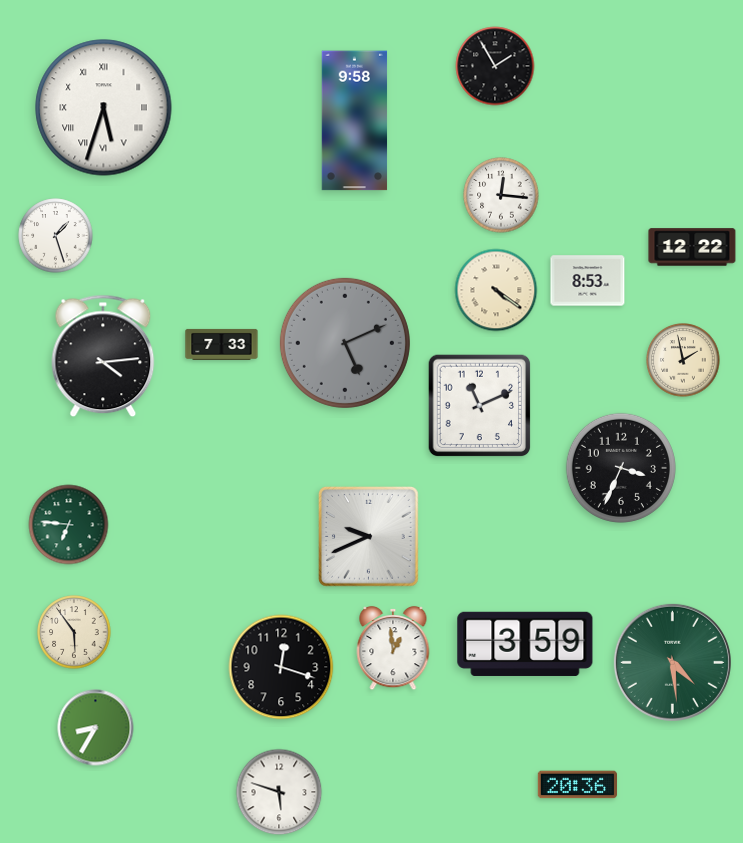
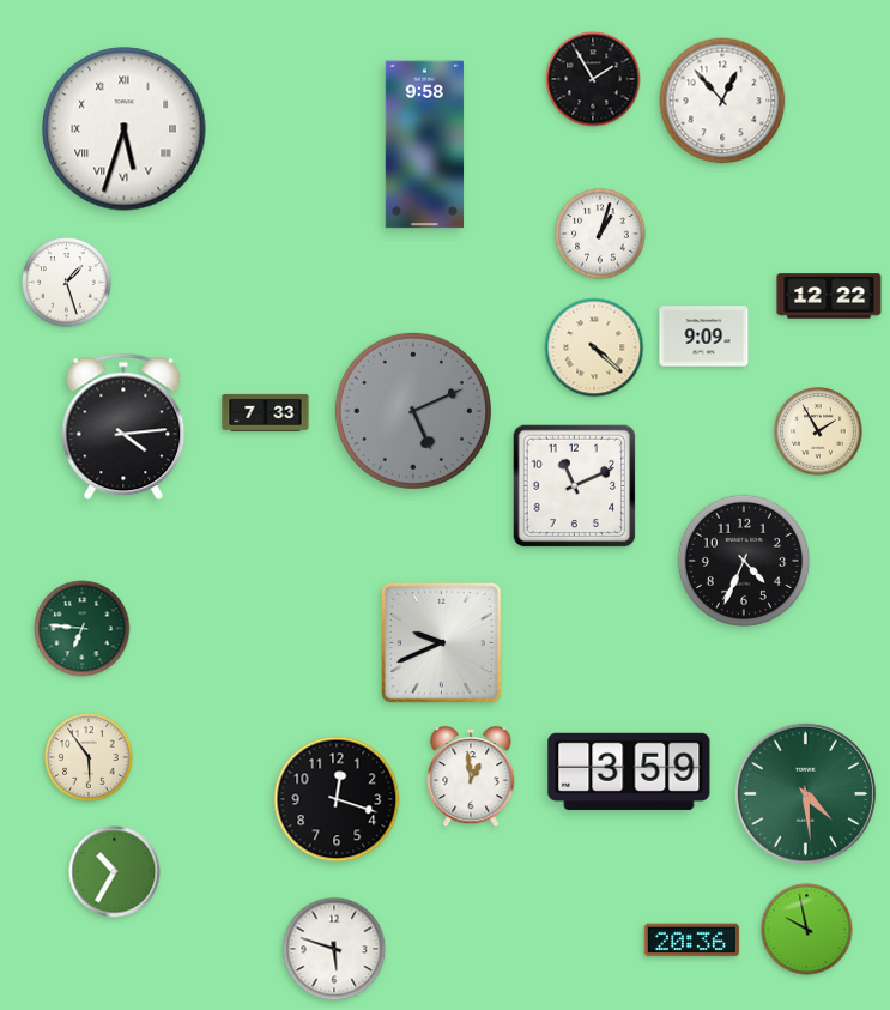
clock at (722, 101): none -> 12:53
clock at (501, 195): 12:16 -> 1:03
clock at (588, 281): 8:53 -> 9:09
clock at (496, 290): 4:21 -> 4:22
clock at (683, 360): 1:58 -> 1:55
clock at (621, 468): 3:34 -> 4:34
clock at (96, 728): 8:35 -> 10:35
clock at (807, 930): none -> 9:58
